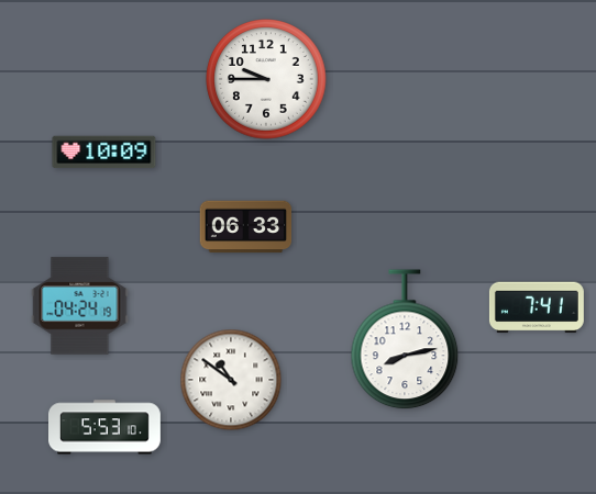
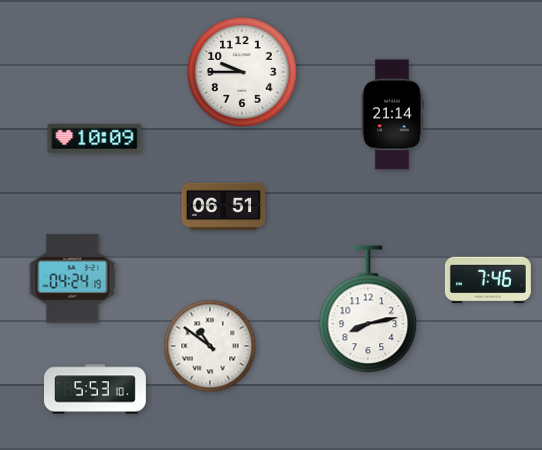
clock at (392, 115): none -> 21:14
clock at (246, 227): 06:33 -> 06:51
clock at (537, 307): 7:41 -> 7:46
